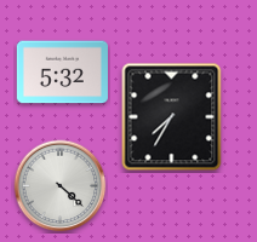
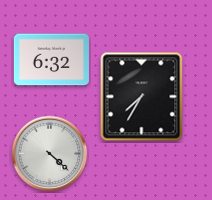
clock at (62, 73): 5:32 -> 6:32
